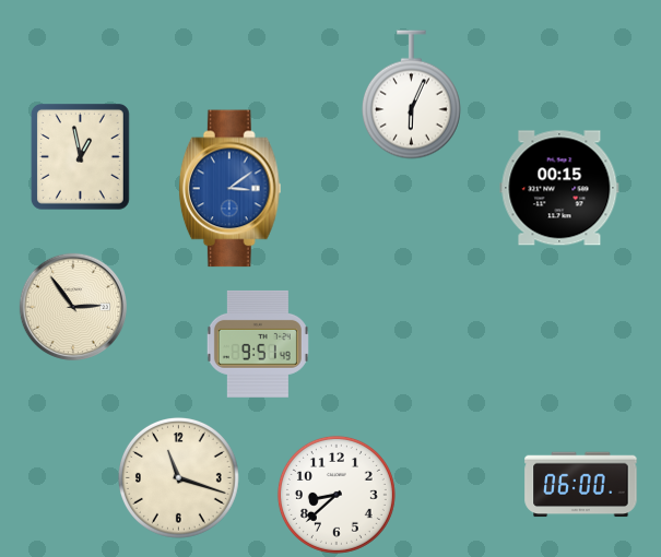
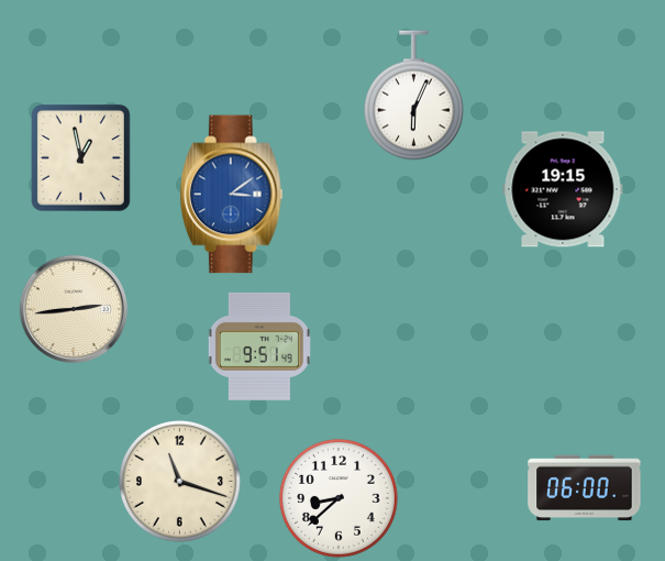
clock at (559, 188): 00:15 -> 19:15
clock at (229, 189) position: (229, 189) -> (231, 195)
clock at (73, 307): 2:54 -> 2:44
